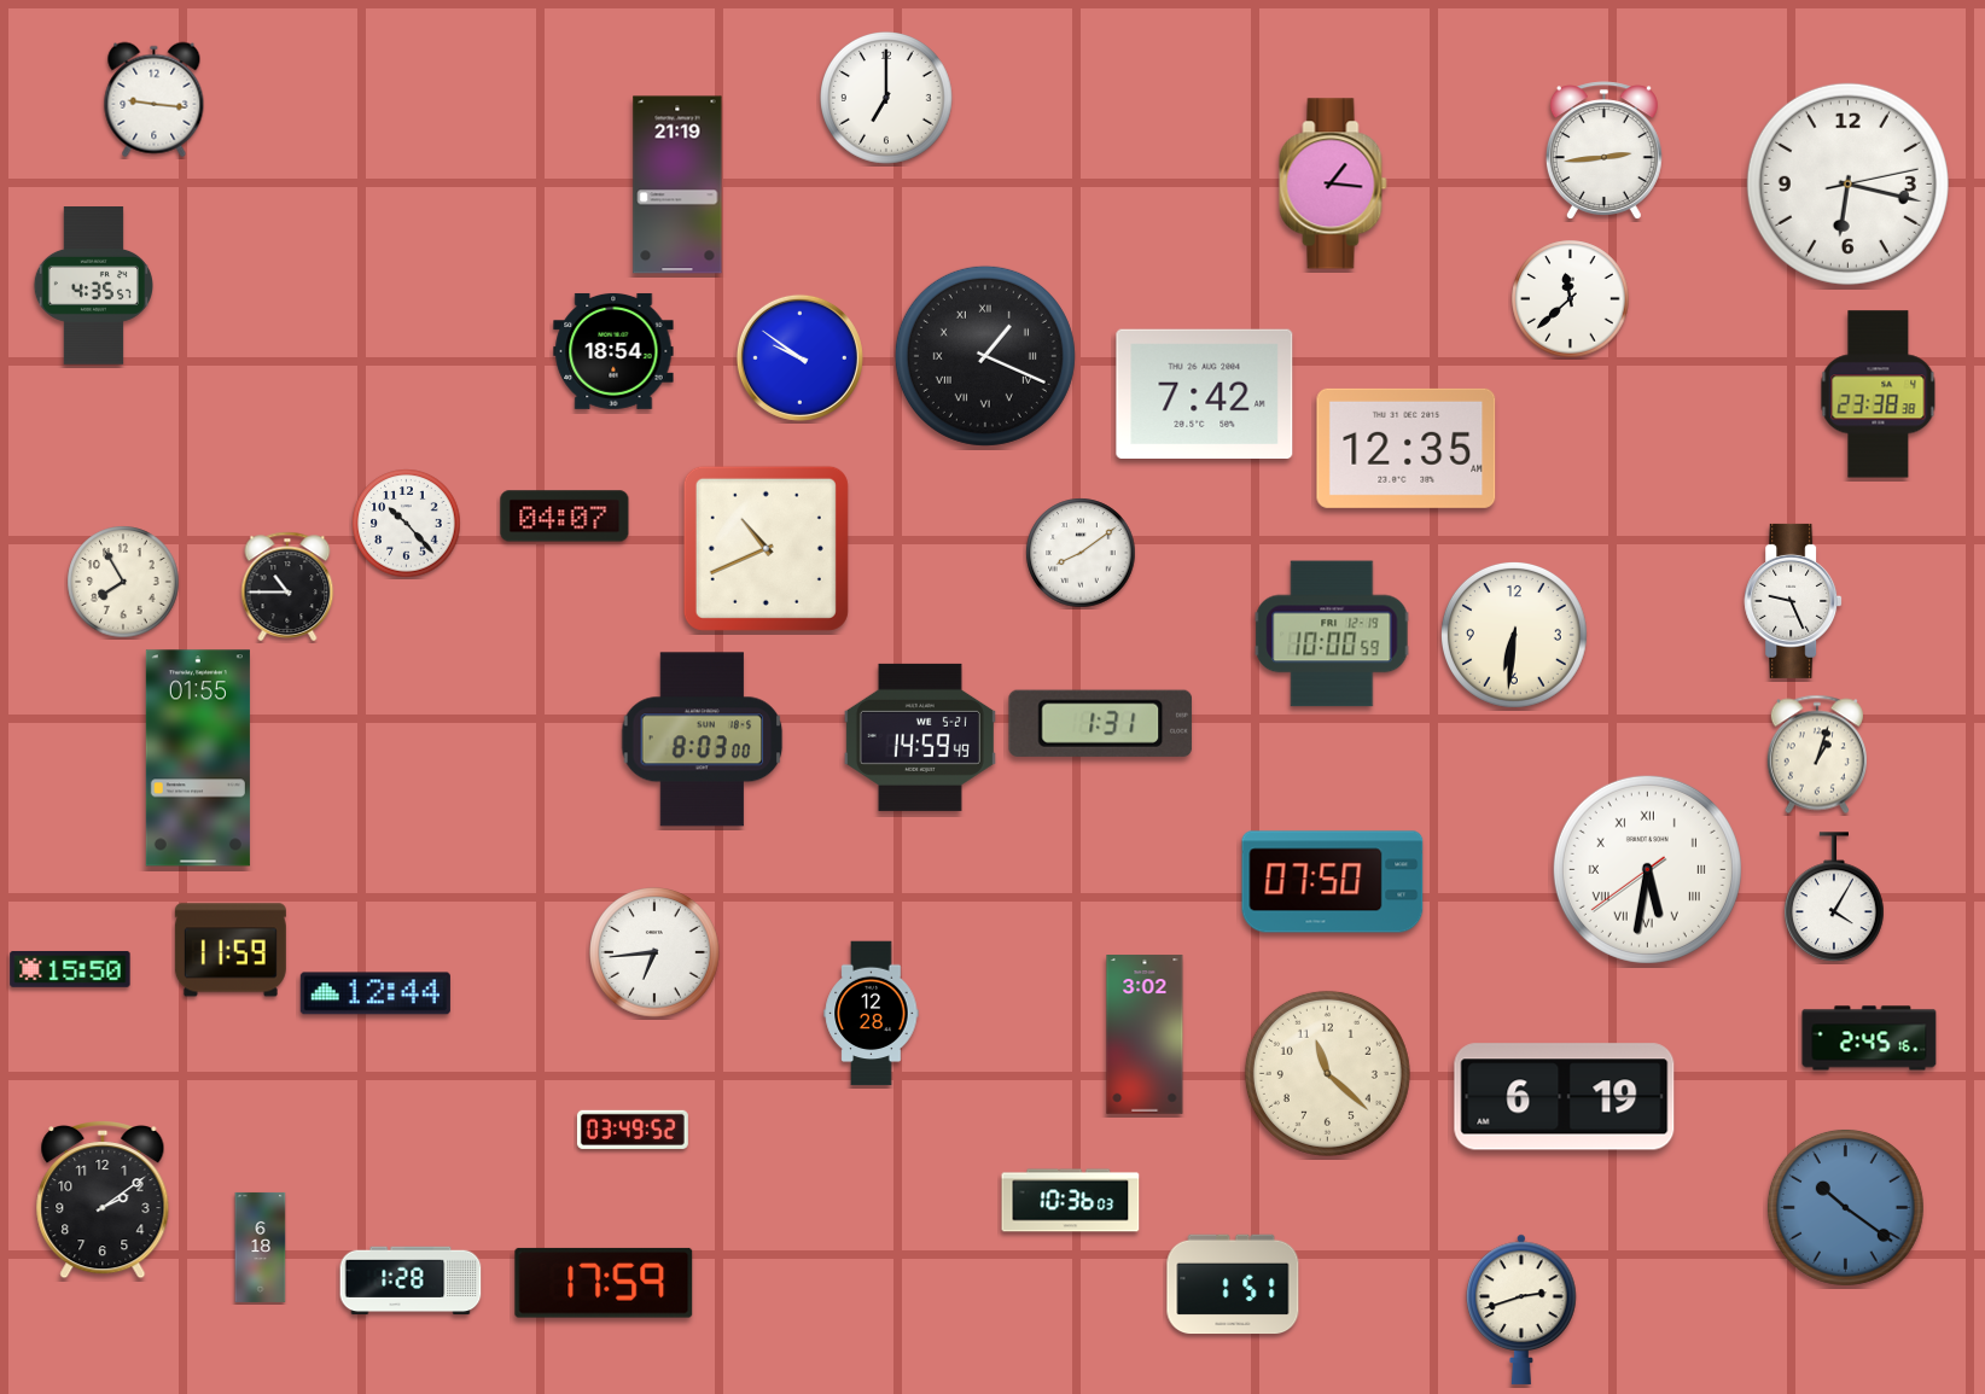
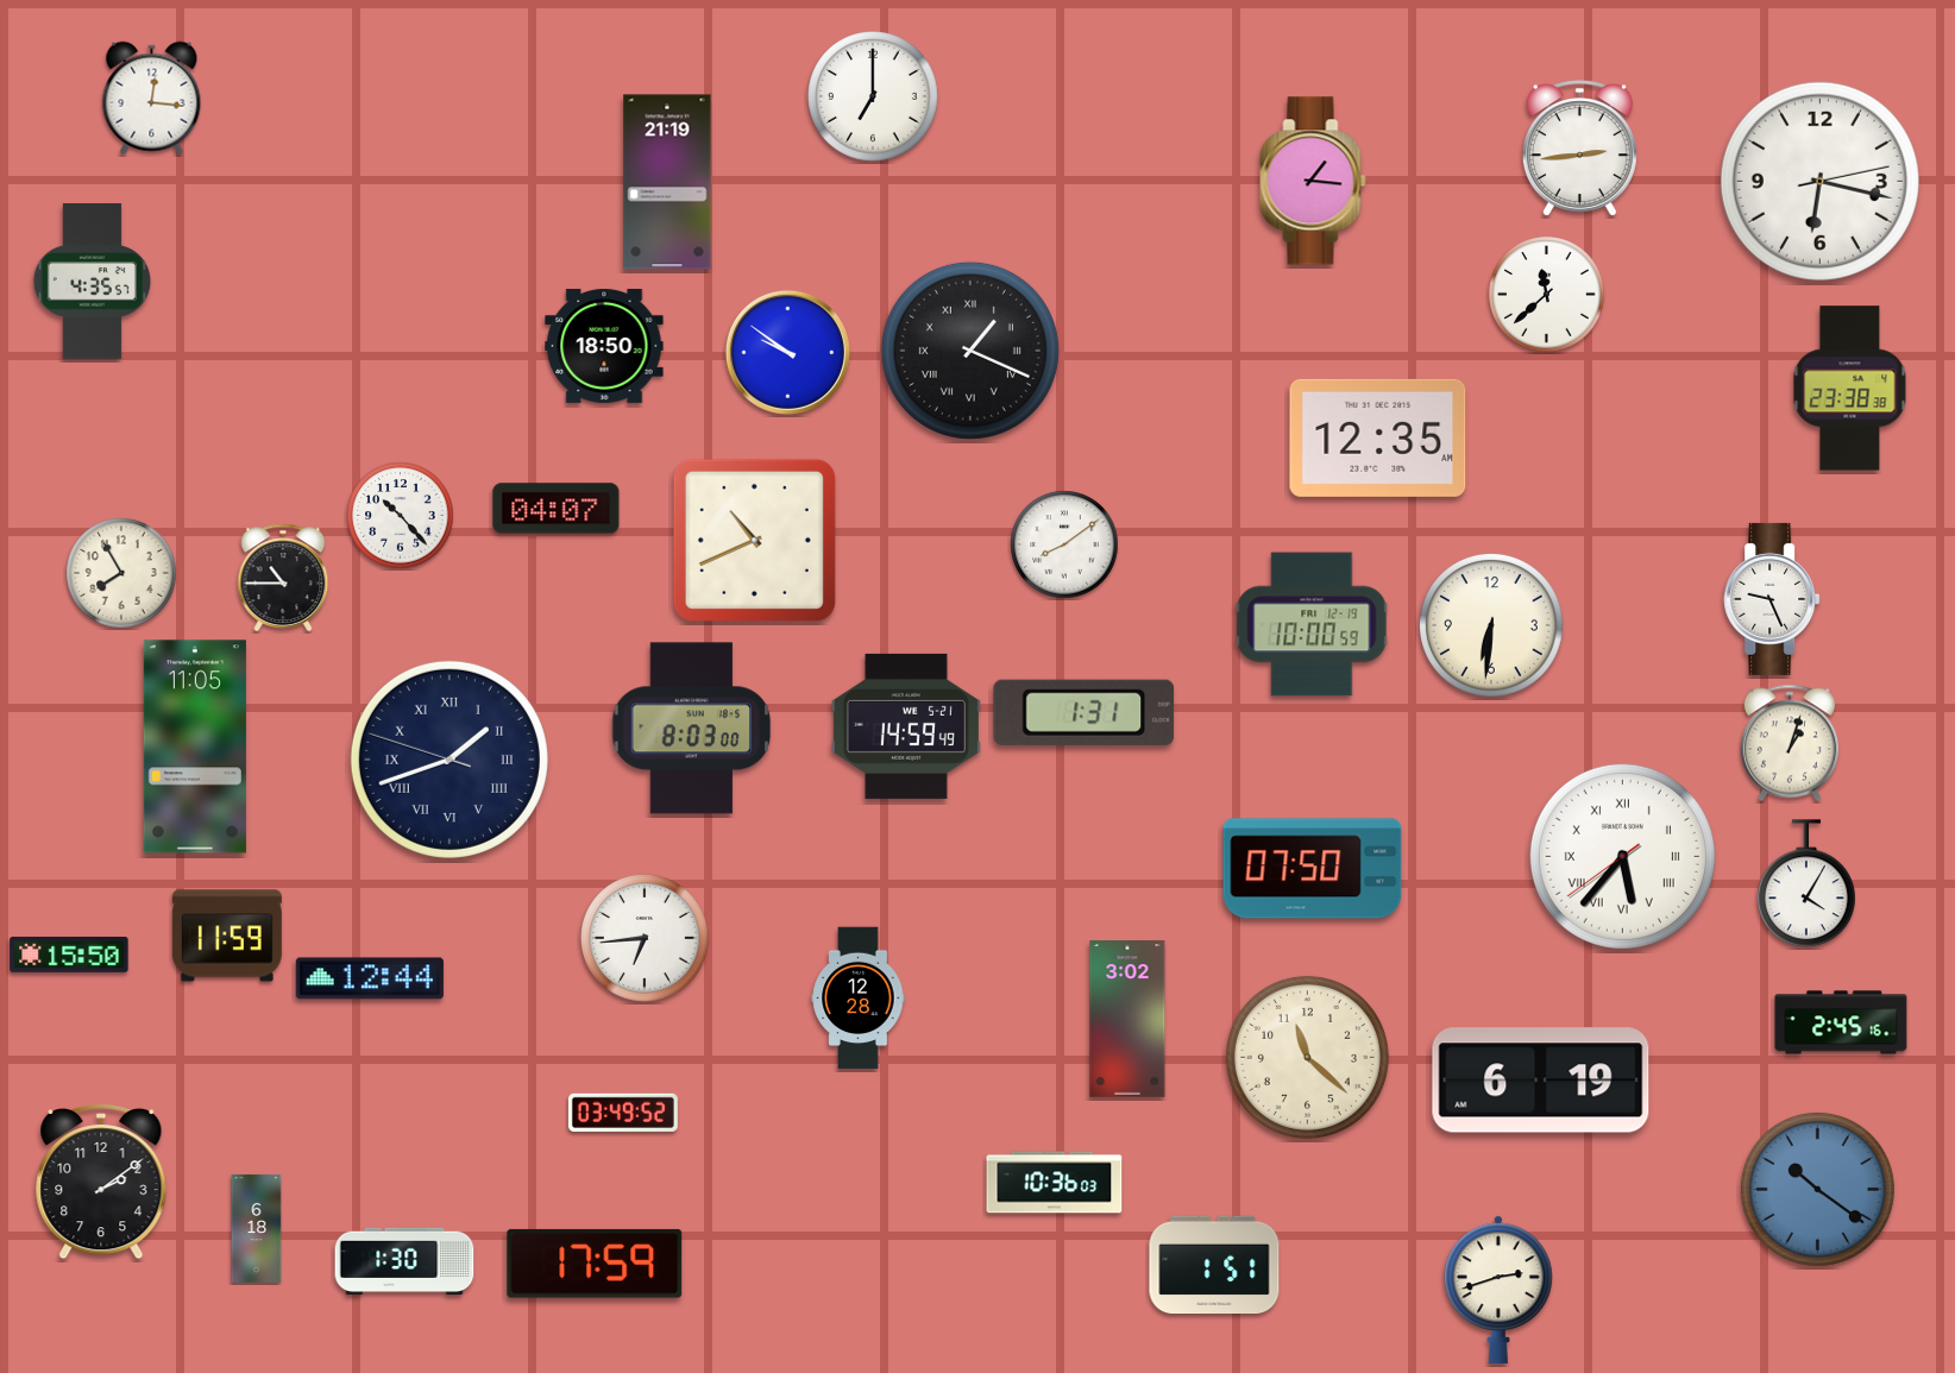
clock at (155, 100): 9:16 -> 12:16
clock at (613, 351): 18:54 -> 18:50
clock at (1205, 393): 7:42 -> none
clock at (1407, 448) position: (1407, 448) -> (1378, 437)
clock at (1793, 601) position: (1793, 601) -> (1772, 599)
clock at (198, 758): 01:55 -> 11:05
clock at (450, 760): none -> 1:41
clock at (1647, 869): 5:31 -> 5:36
clock at (411, 1281): 1:28 -> 1:30
